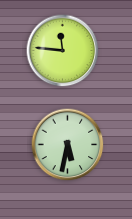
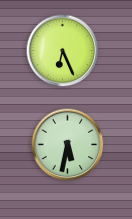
clock at (63, 51): 11:46 -> 6:26
